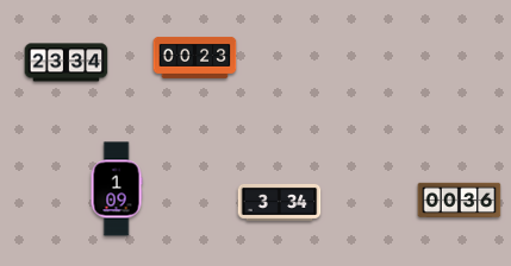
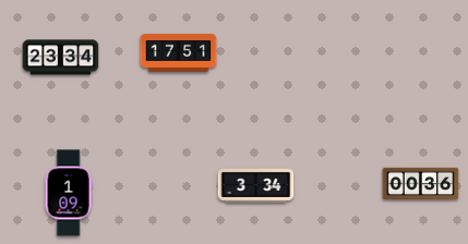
clock at (195, 57): 00:23 -> 17:51
clock at (117, 189) position: (117, 189) -> (69, 193)
